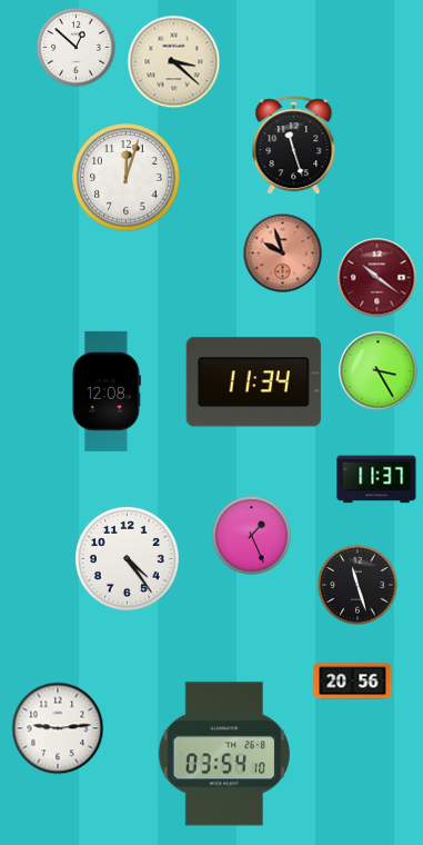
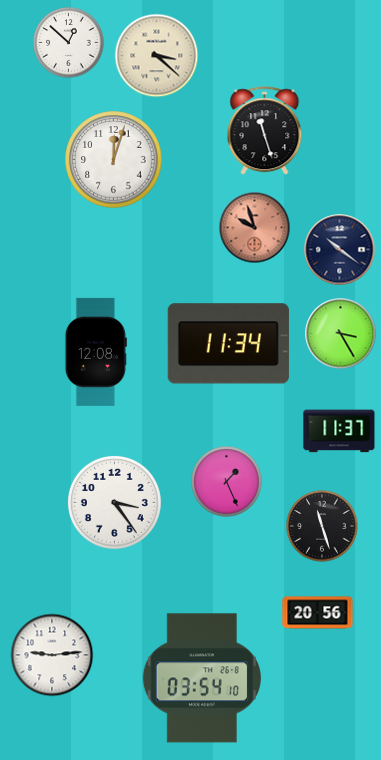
clock at (377, 278) dial: burgundy -> navy
clock at (127, 558): 4:24 -> 3:24
